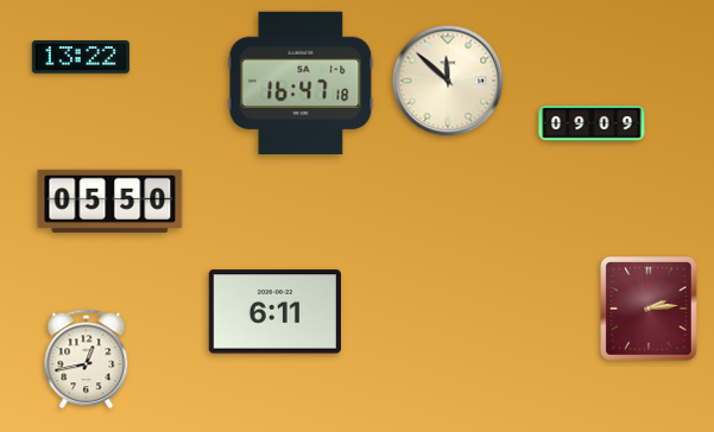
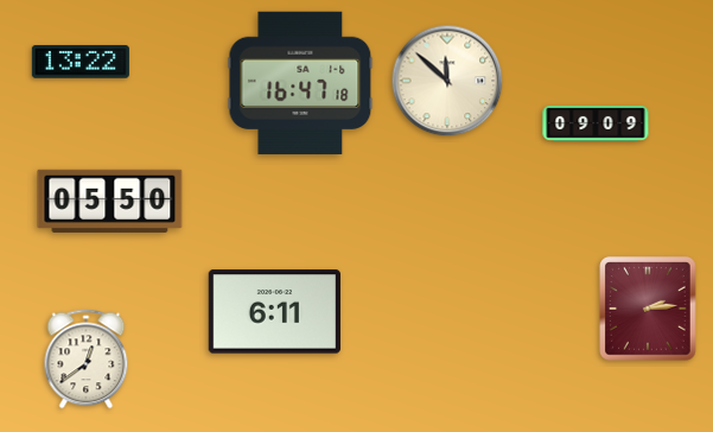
clock at (81, 58) position: (81, 58) -> (81, 63)
clock at (592, 123) position: (592, 123) -> (596, 123)
clock at (87, 360): 12:43 -> 12:39
